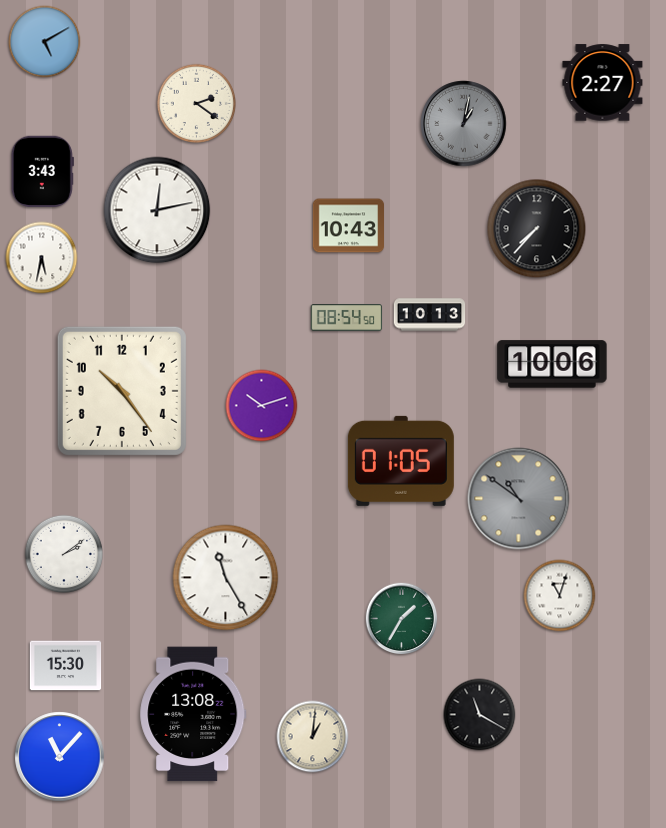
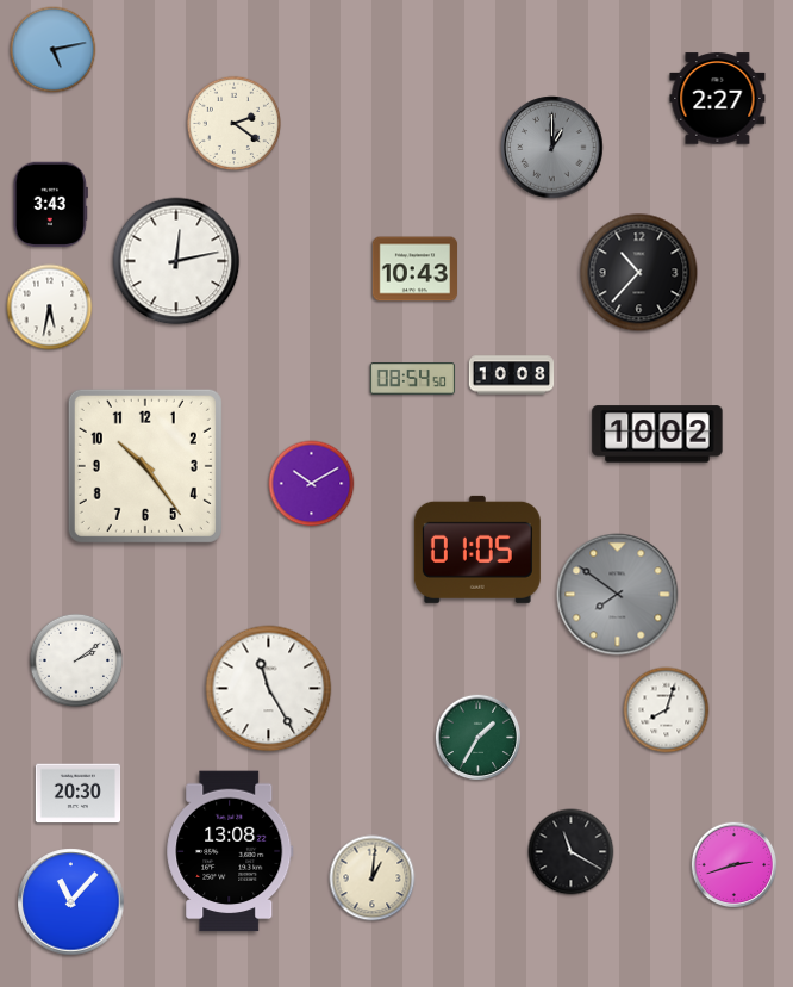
clock at (45, 42): 5:10 -> 5:13
clock at (464, 124): 1:02 -> 1:00
clock at (157, 210) position: (157, 210) -> (176, 261)
clock at (537, 229): 7:37 -> 10:37
clock at (430, 315): 10:13 -> 10:08
clock at (552, 364): 10:06 -> 10:02
clock at (262, 406): 10:12 -> 10:10
clock at (519, 499): 10:51 -> 7:51
clock at (560, 596): 11:03 -> 8:03
clock at (66, 666): 15:30 -> 20:30
clock at (735, 865): none -> 2:42
